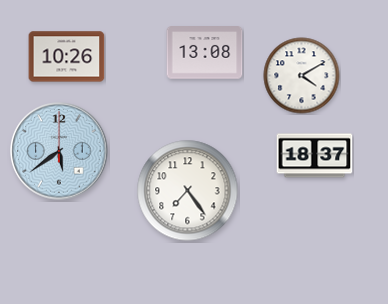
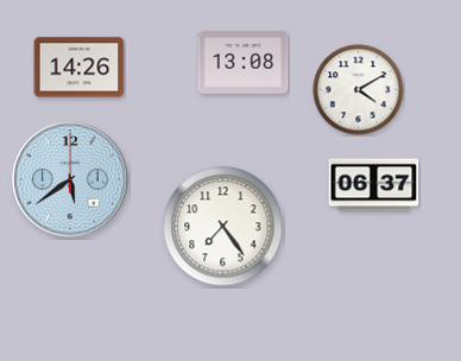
clock at (67, 57): 10:26 -> 14:26
clock at (315, 156): 18:37 -> 06:37
